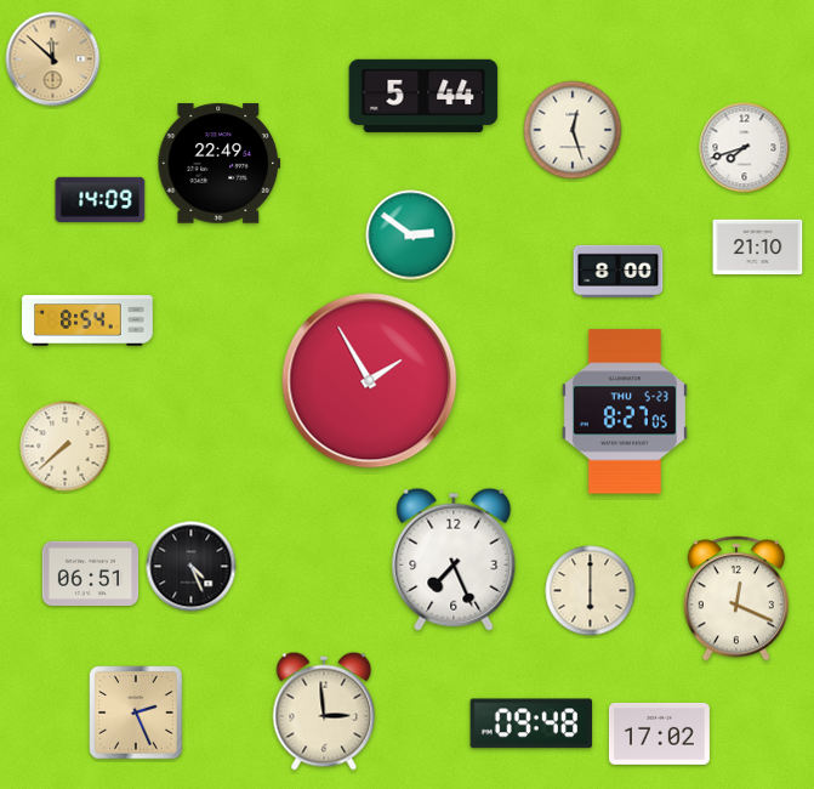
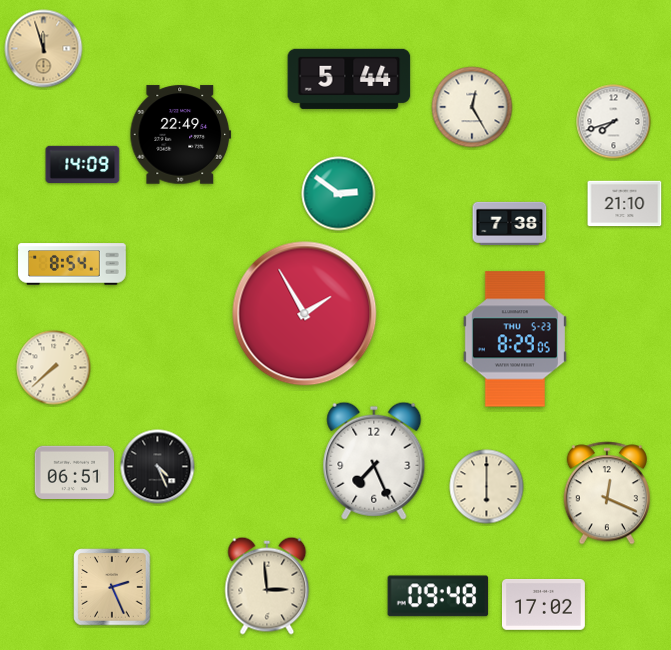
clock at (53, 59): 11:52 -> 11:57
clock at (573, 130): 12:27 -> 12:25
clock at (619, 271): 8:00 -> 7:38
clock at (625, 411): 8:27 -> 8:29
